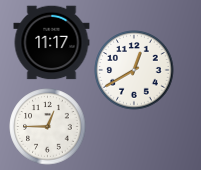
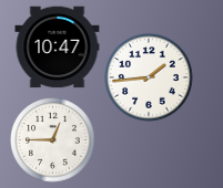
clock at (52, 43): 11:17 -> 10:47
clock at (134, 70): 12:40 -> 1:44
